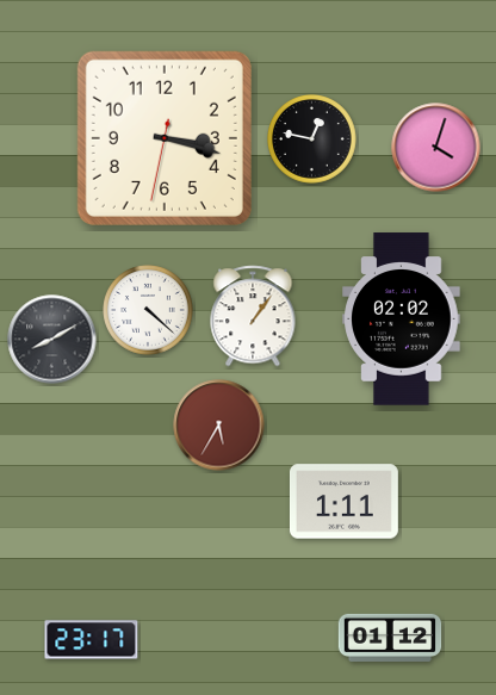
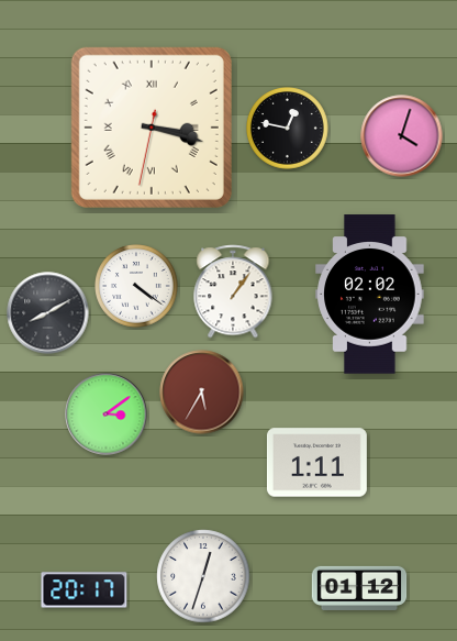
clock at (165, 138) numerals: Arabic -> Roman
clock at (148, 310): 4:22 -> 4:21
clock at (107, 415): none -> 3:09
clock at (203, 576): none -> 12:33
clock at (92, 640): 23:17 -> 20:17
